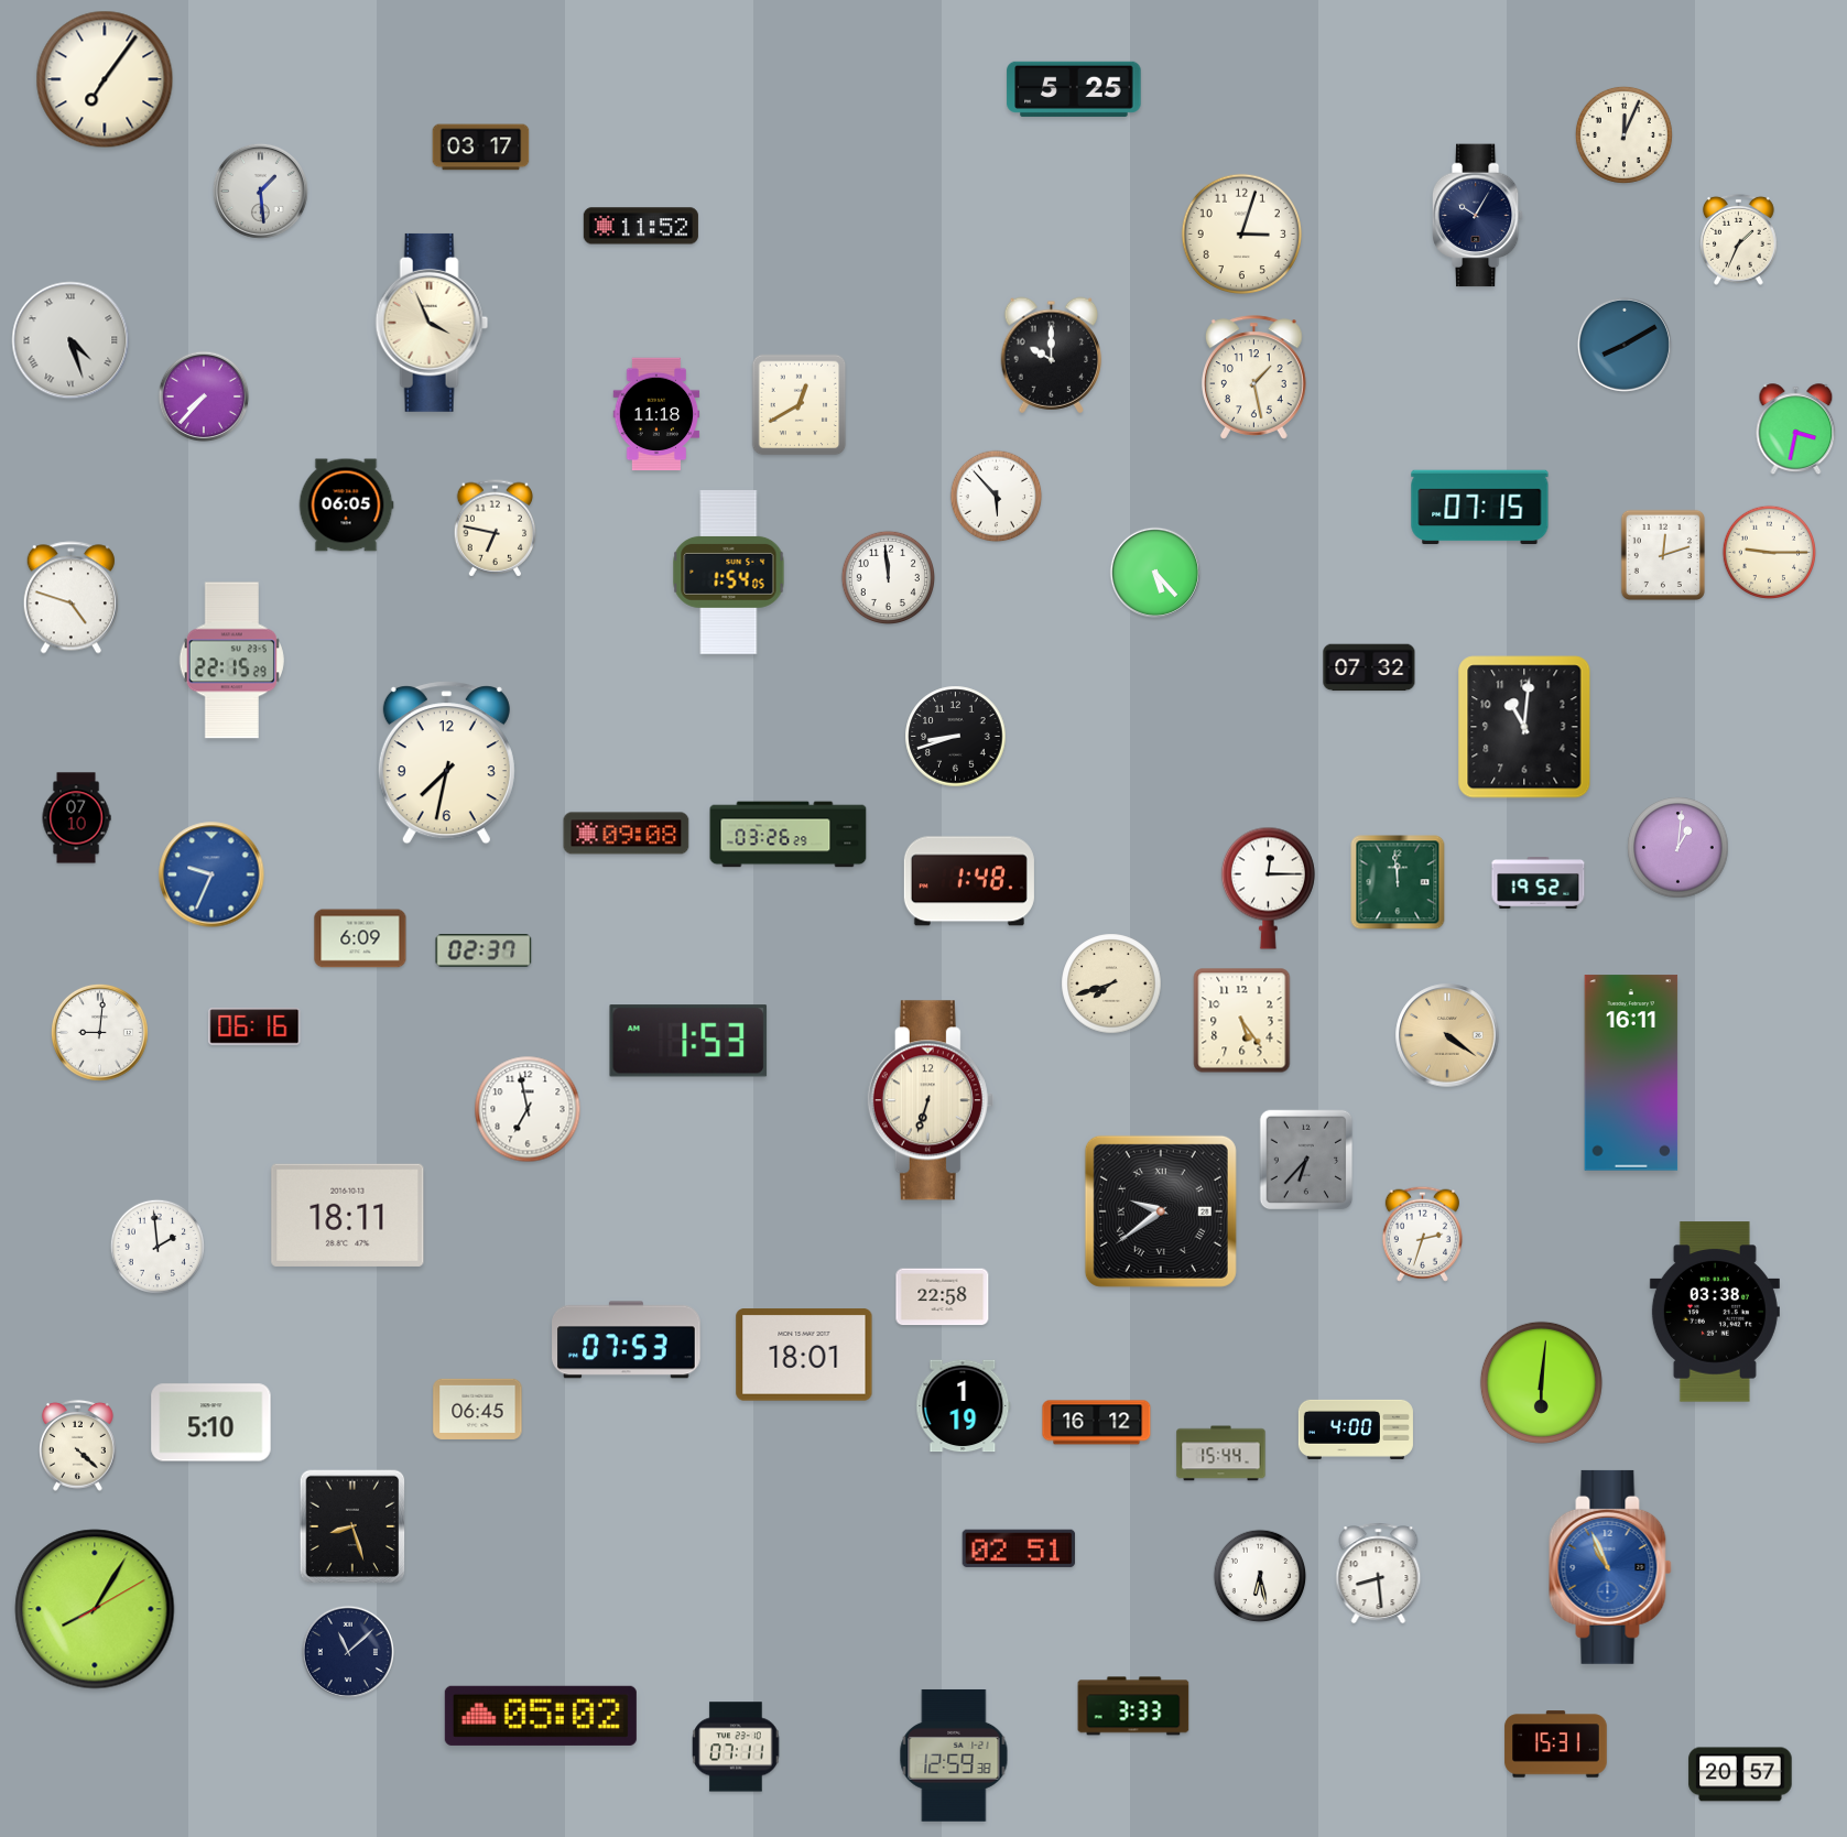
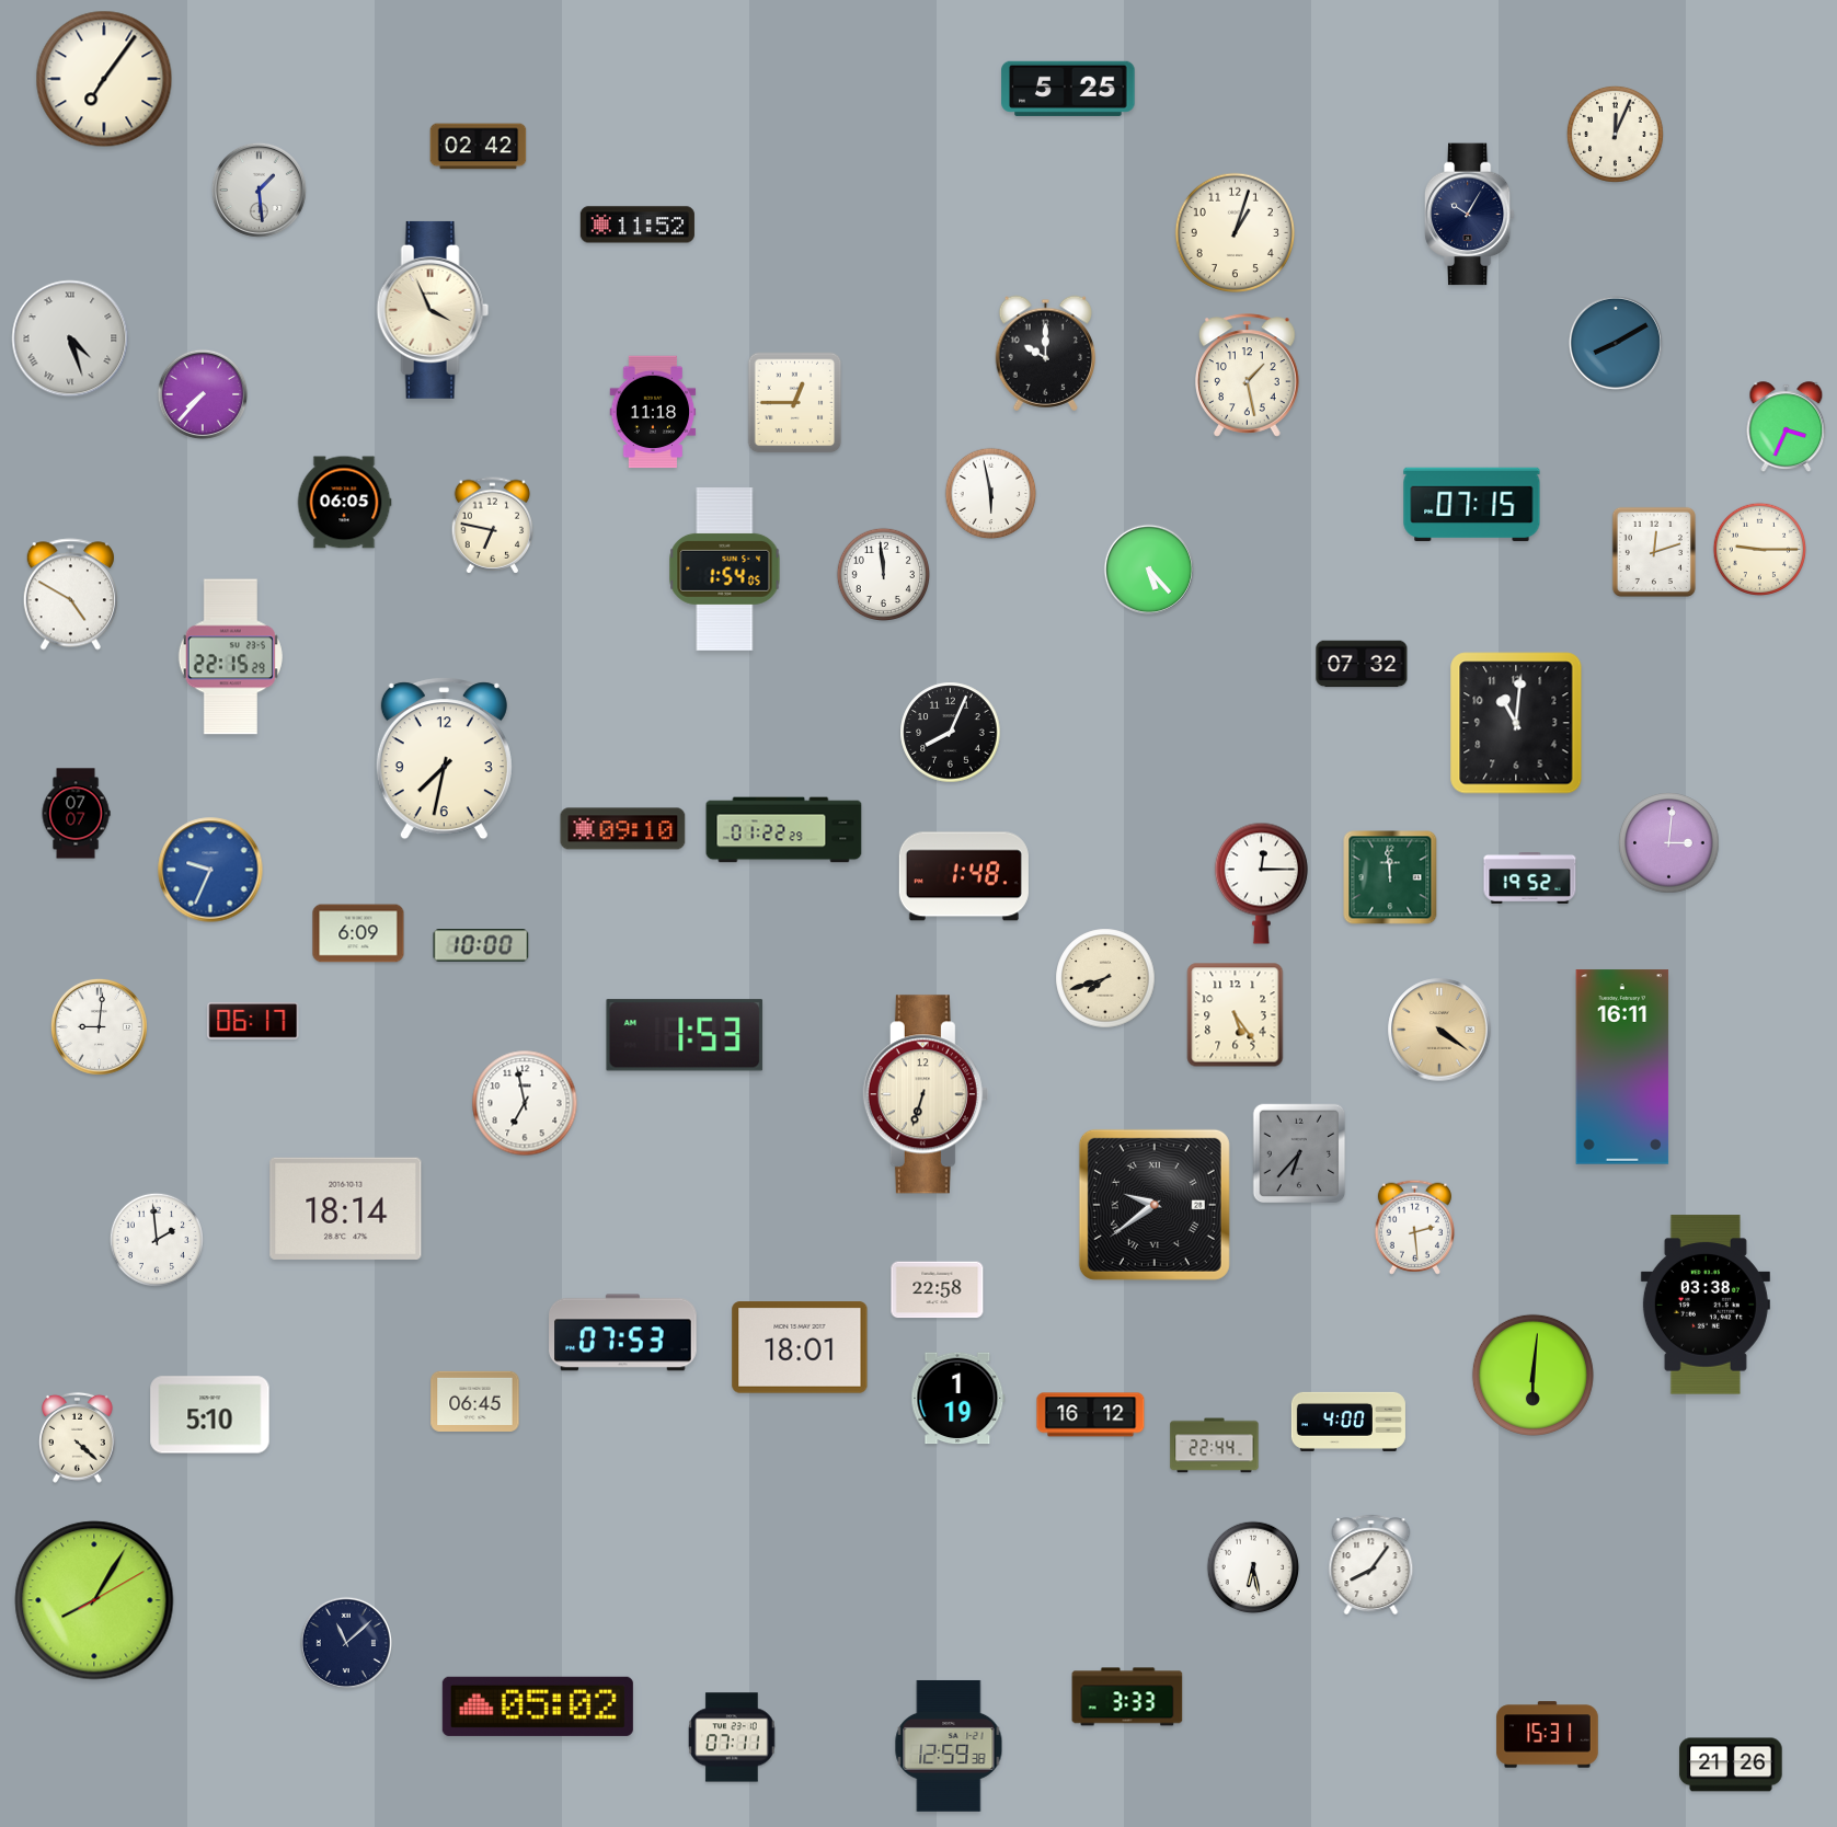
clock at (481, 148): 03:17 -> 02:42
clock at (1241, 233): 3:03 -> 1:03
clock at (1739, 239): 1:34 -> none
clock at (432, 323) position: (432, 323) -> (433, 310)
clock at (800, 405): 12:40 -> 12:45
clock at (1796, 428): 3:32 -> 3:34
clock at (997, 497): 5:53 -> 5:58
clock at (70, 598): 4:48 -> 4:50
clock at (956, 737): 8:42 -> 8:04
clock at (76, 818): 07:10 -> 07:07
clock at (627, 834): 09:08 -> 09:10
clock at (789, 835): 03:26 -> 01:22
clock at (1678, 848): 1:01 -> 3:01
clock at (484, 950): 02:37 -> 10:00
clock at (254, 1026): 06:16 -> 06:17
clock at (348, 1215): 18:11 -> 18:14
clock at (1422, 1233): 2:33 -> 2:29
clock at (1221, 1454): 15:44 -> 22:44
clock at (352, 1526): 8:27 -> none
clock at (1019, 1548): 02:51 -> none
clock at (1610, 1567): 10:56 -> none
clock at (1379, 1574): 8:29 -> 8:06
clock at (1740, 1774): 20:57 -> 21:26
